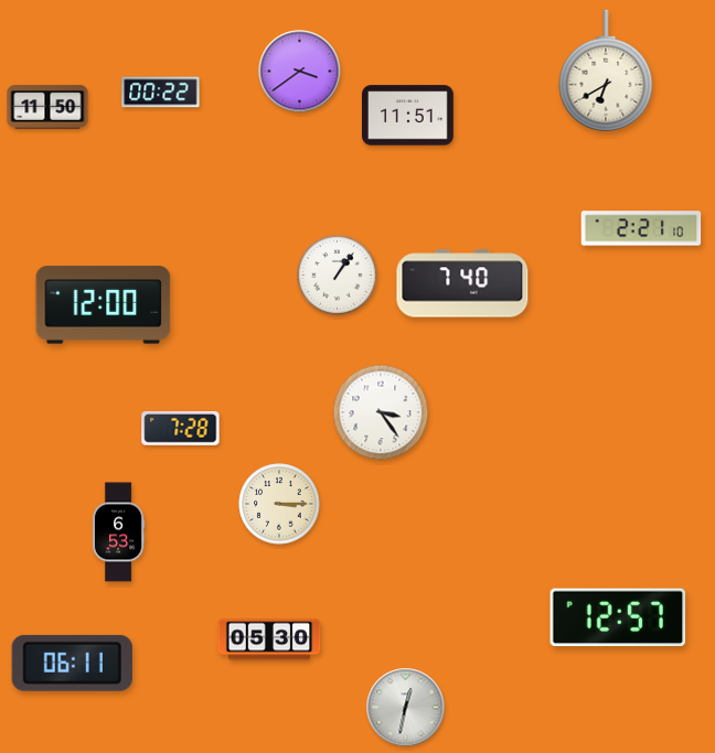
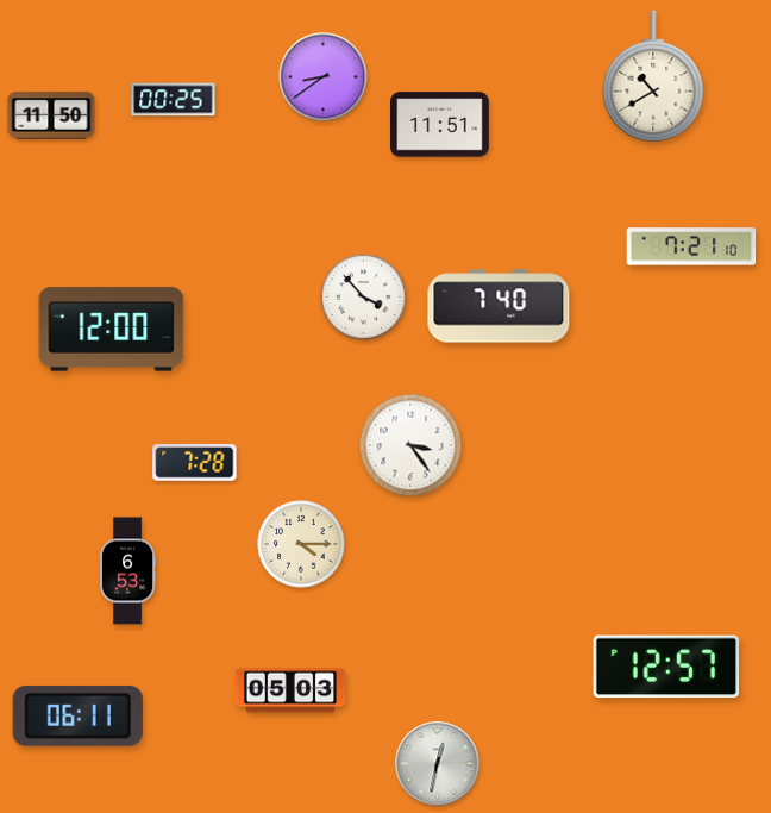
clock at (606, 71): 6:40 -> 10:40
clock at (300, 72): 3:39 -> 8:39
clock at (161, 93): 00:22 -> 00:25
clock at (641, 228): 2:21 -> 7:21
clock at (338, 276): 1:06 -> 3:53
clock at (279, 504): 3:15 -> 4:15
clock at (118, 533) position: (118, 533) -> (127, 571)
clock at (269, 639): 05:30 -> 05:03
